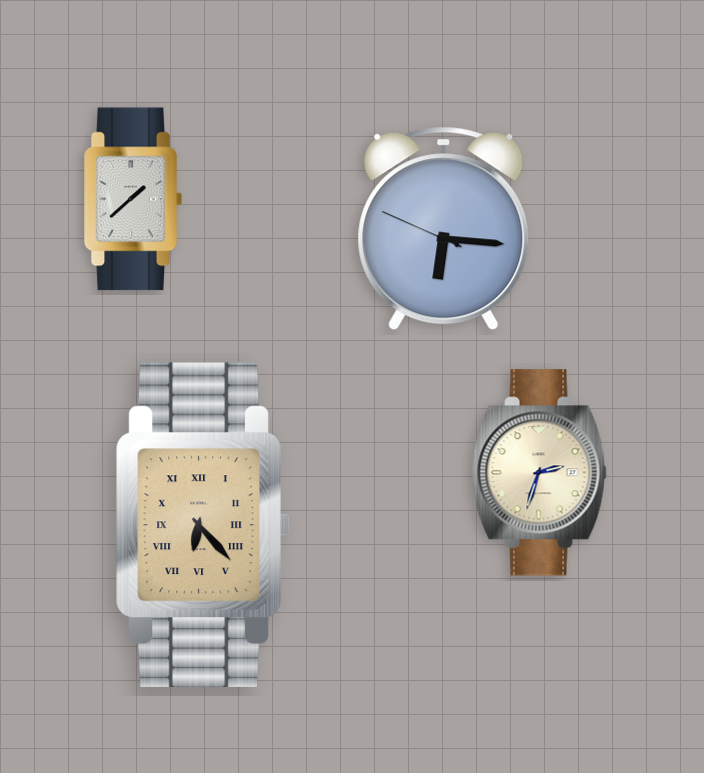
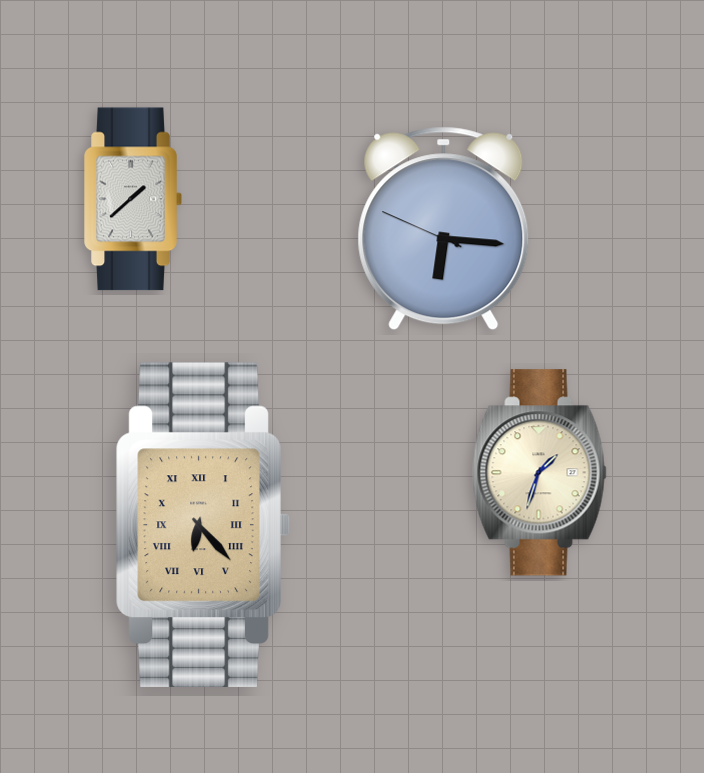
clock at (540, 473): 2:33 -> 1:33
